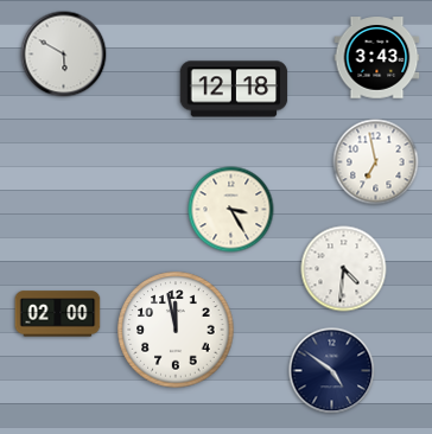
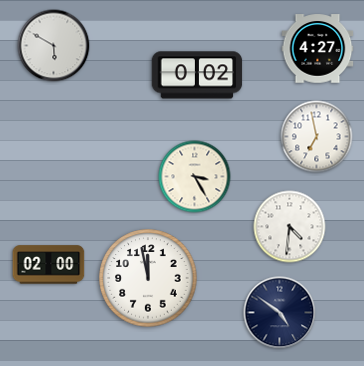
clock at (377, 58): 3:43 -> 4:27
clock at (234, 89): 12:18 -> 0:02
